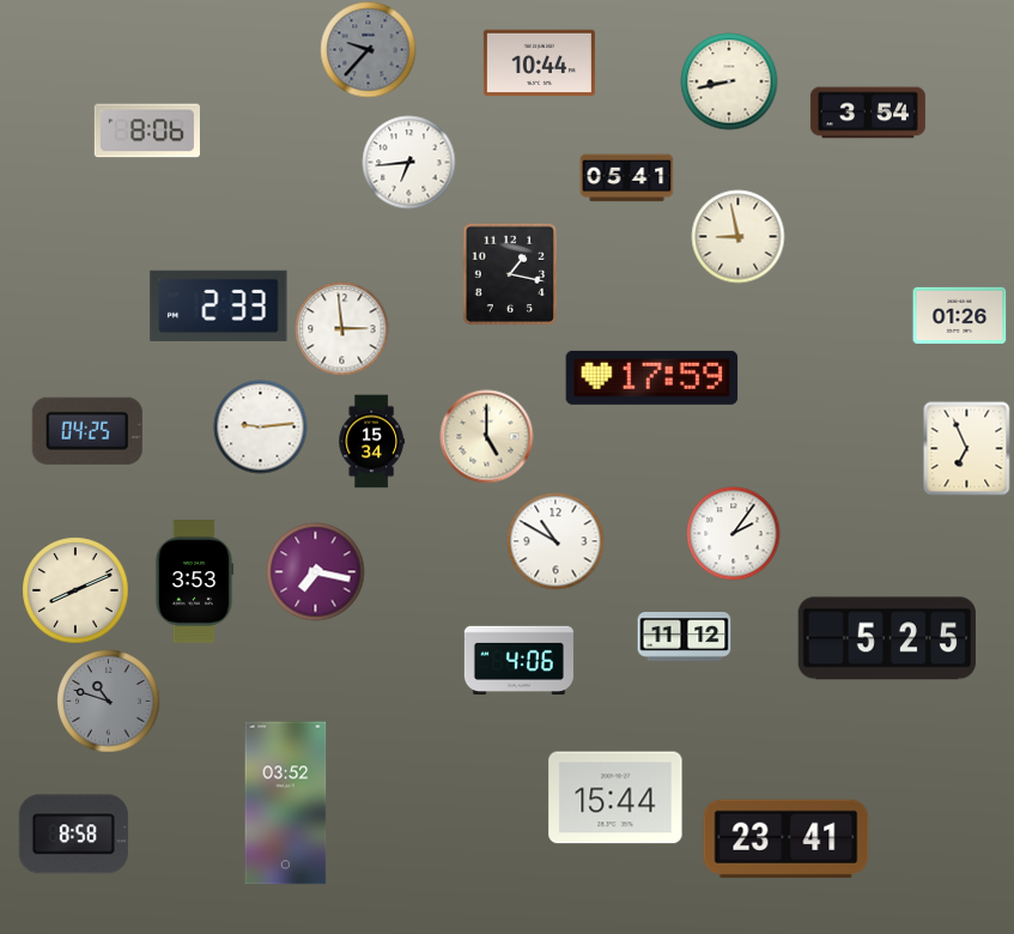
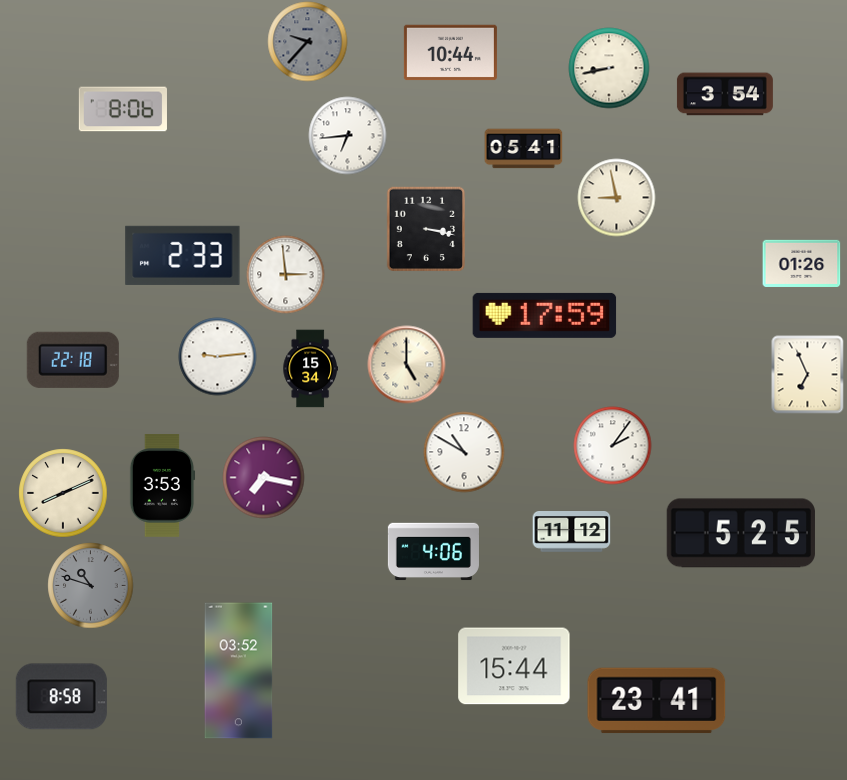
clock at (408, 162) position: (408, 162) -> (347, 135)
clock at (509, 274): 1:17 -> 3:17
clock at (87, 431): 04:25 -> 22:18
